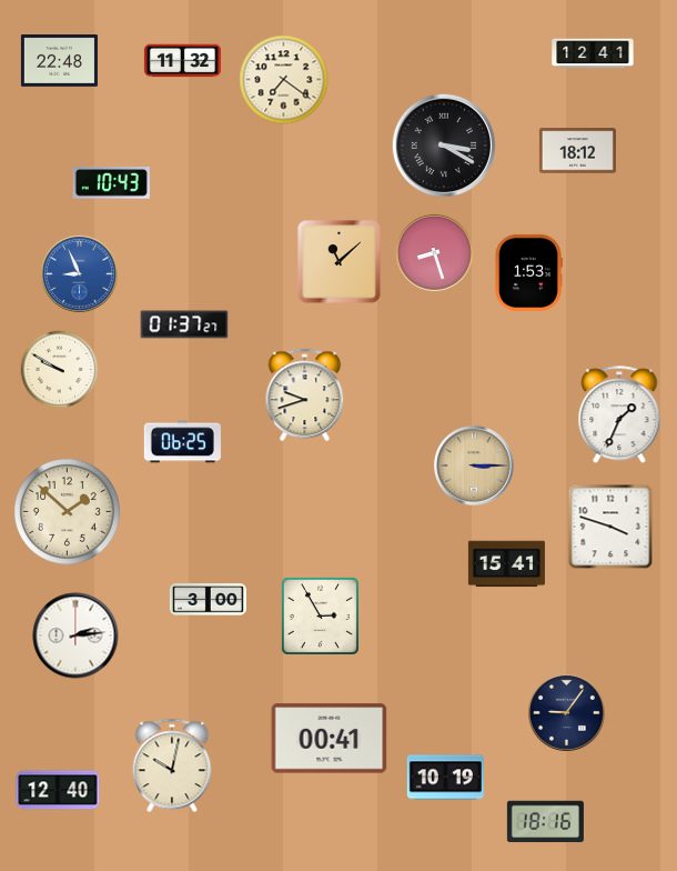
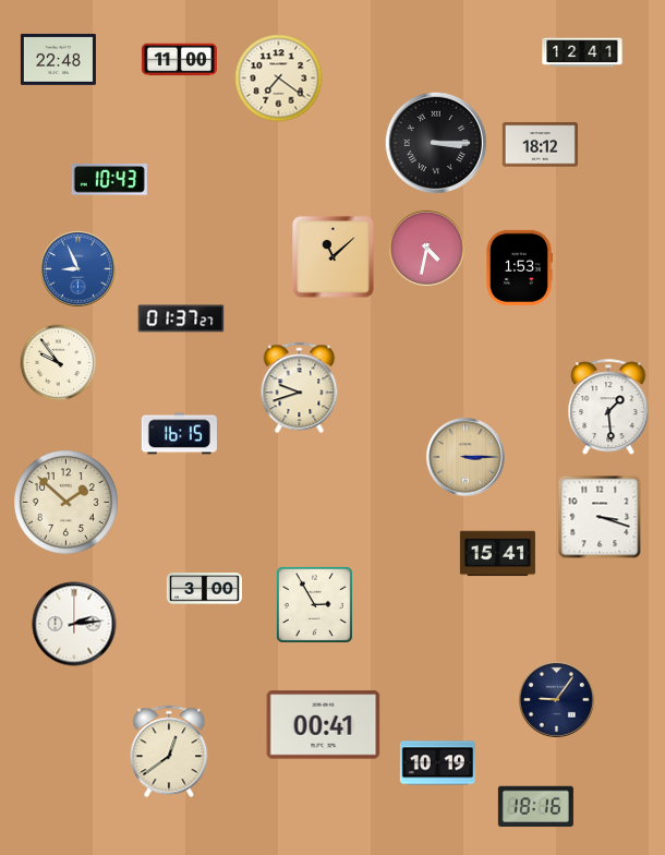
clock at (182, 61): 11:32 -> 11:00
clock at (443, 144): 3:20 -> 3:15
clock at (577, 151) position: (577, 151) -> (540, 145)
clock at (434, 252): 8:27 -> 4:32
clock at (60, 370): 9:50 -> 9:54
clock at (619, 416): 1:34 -> 1:29
clock at (182, 442): 06:25 -> 16:15
clock at (610, 527): 3:48 -> 3:18
clock at (172, 765): 10:02 -> 12:39
clock at (58, 790): 12:40 -> none
